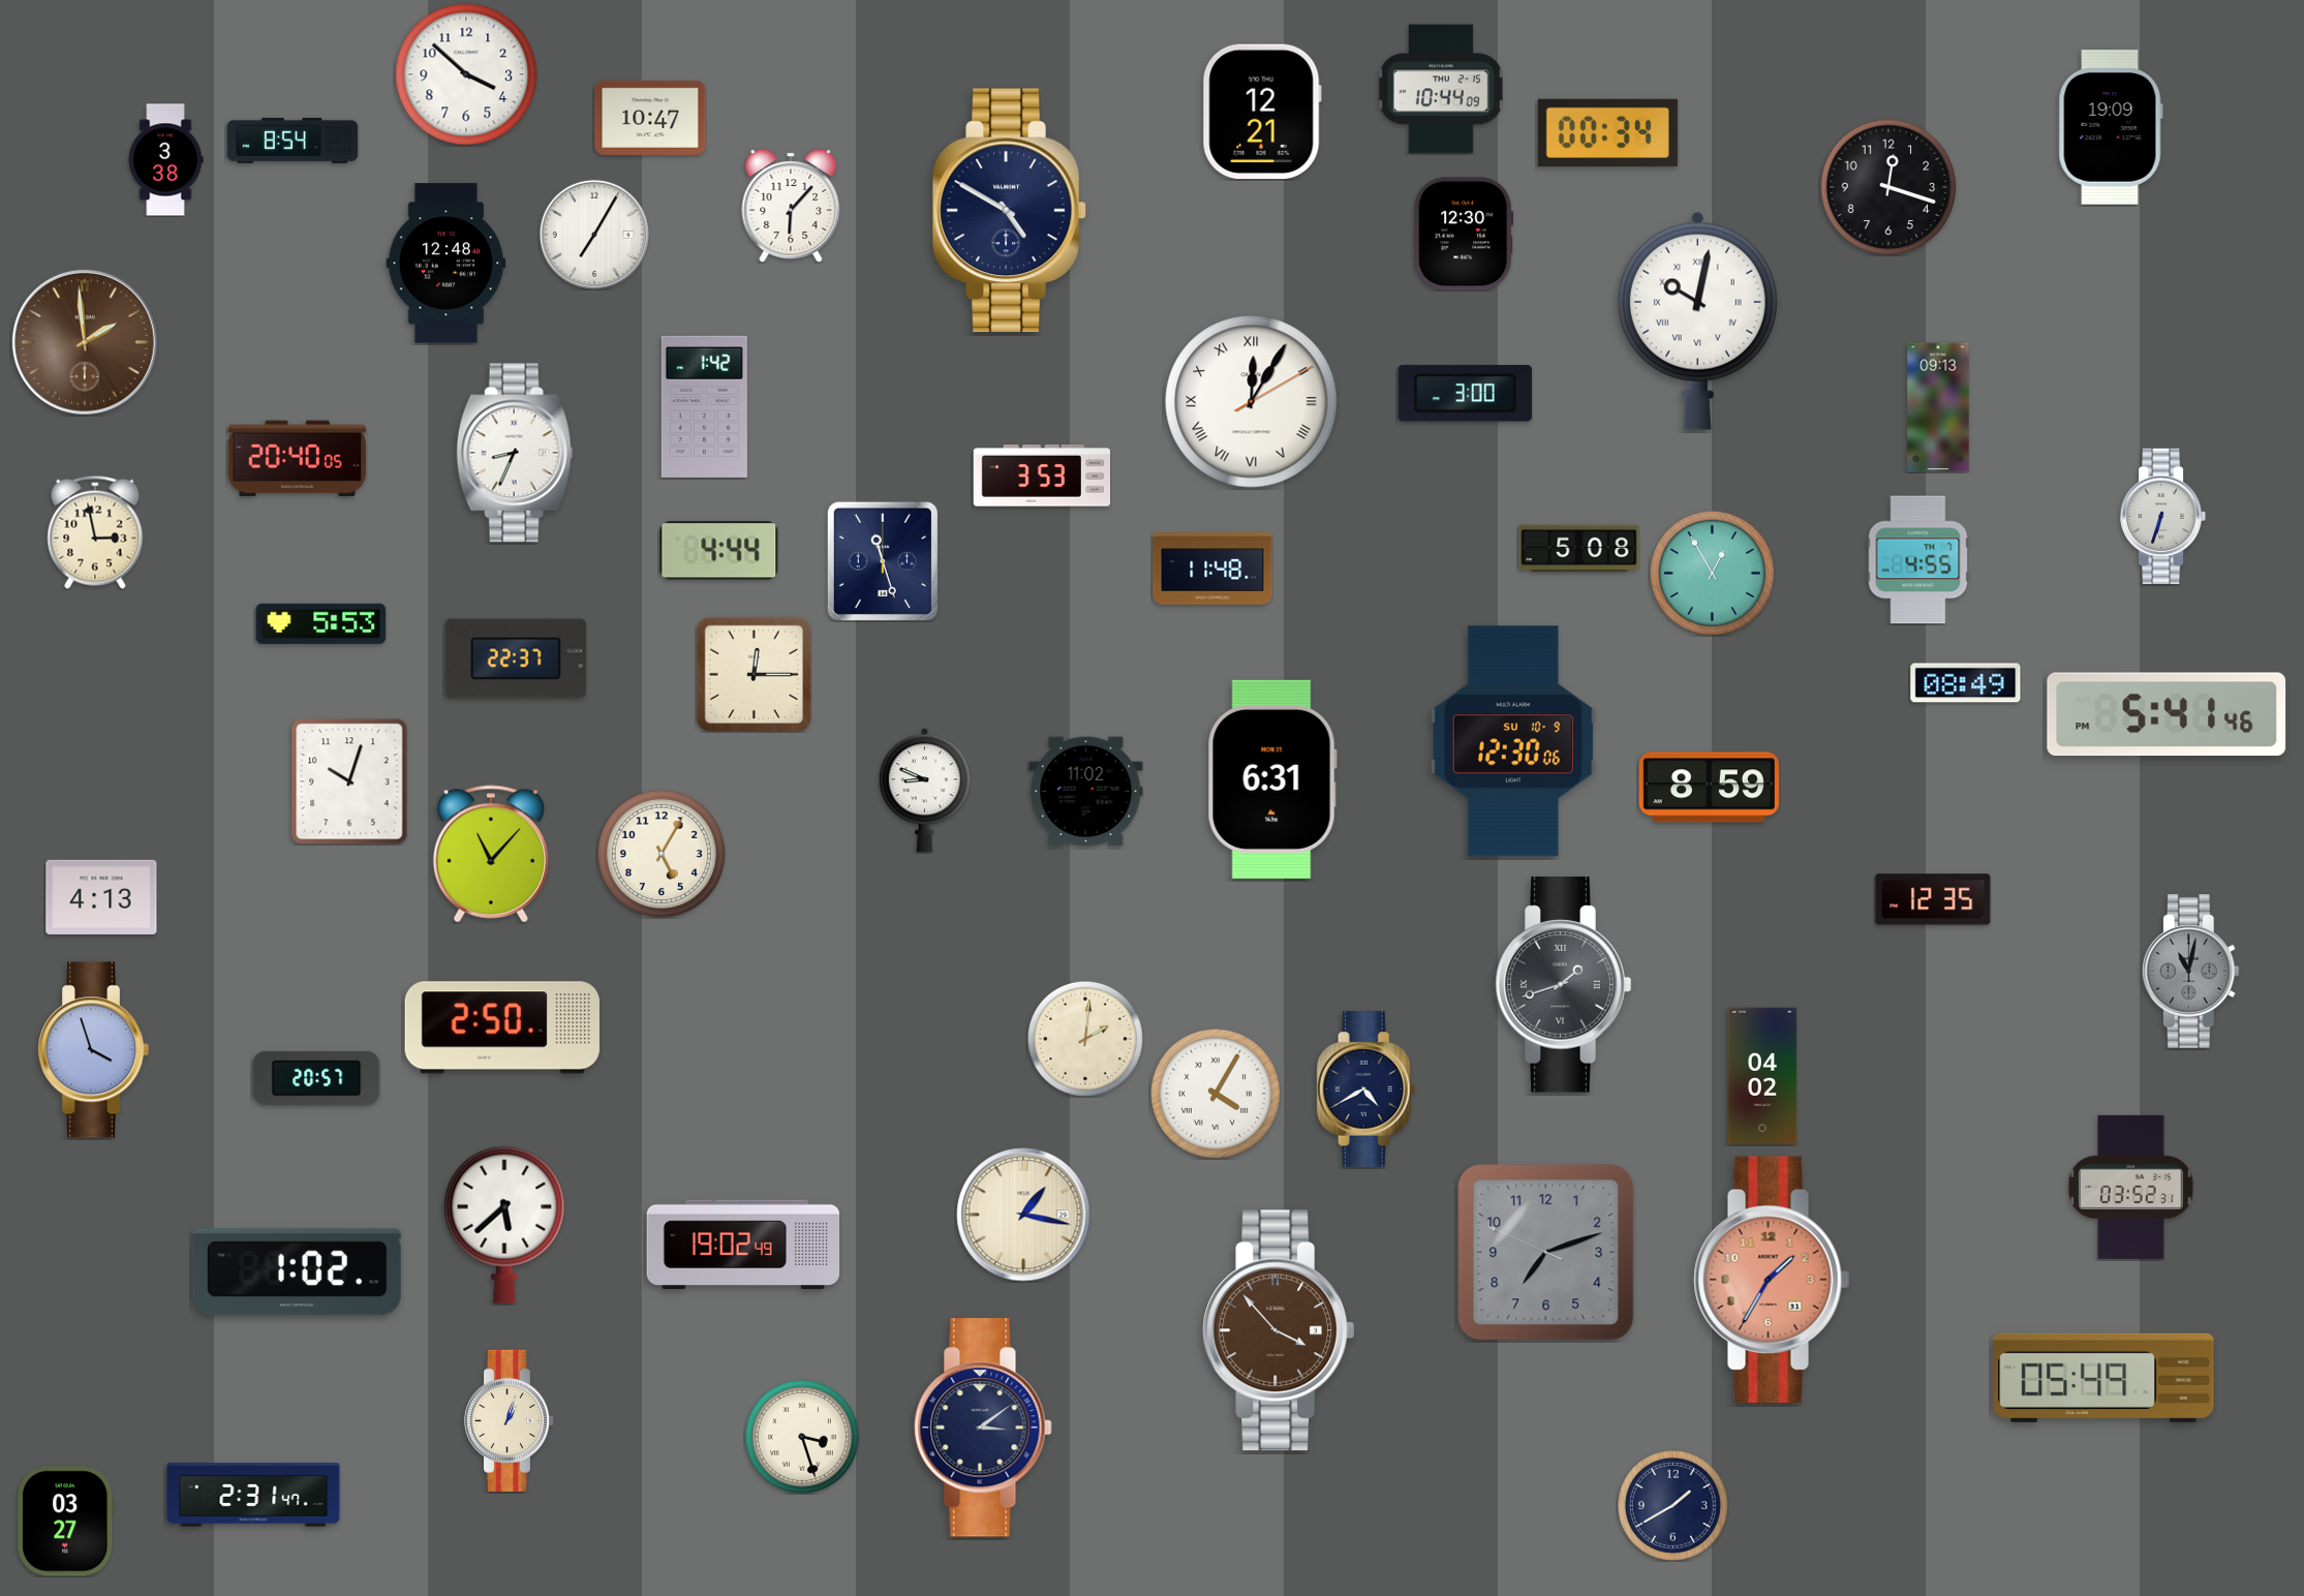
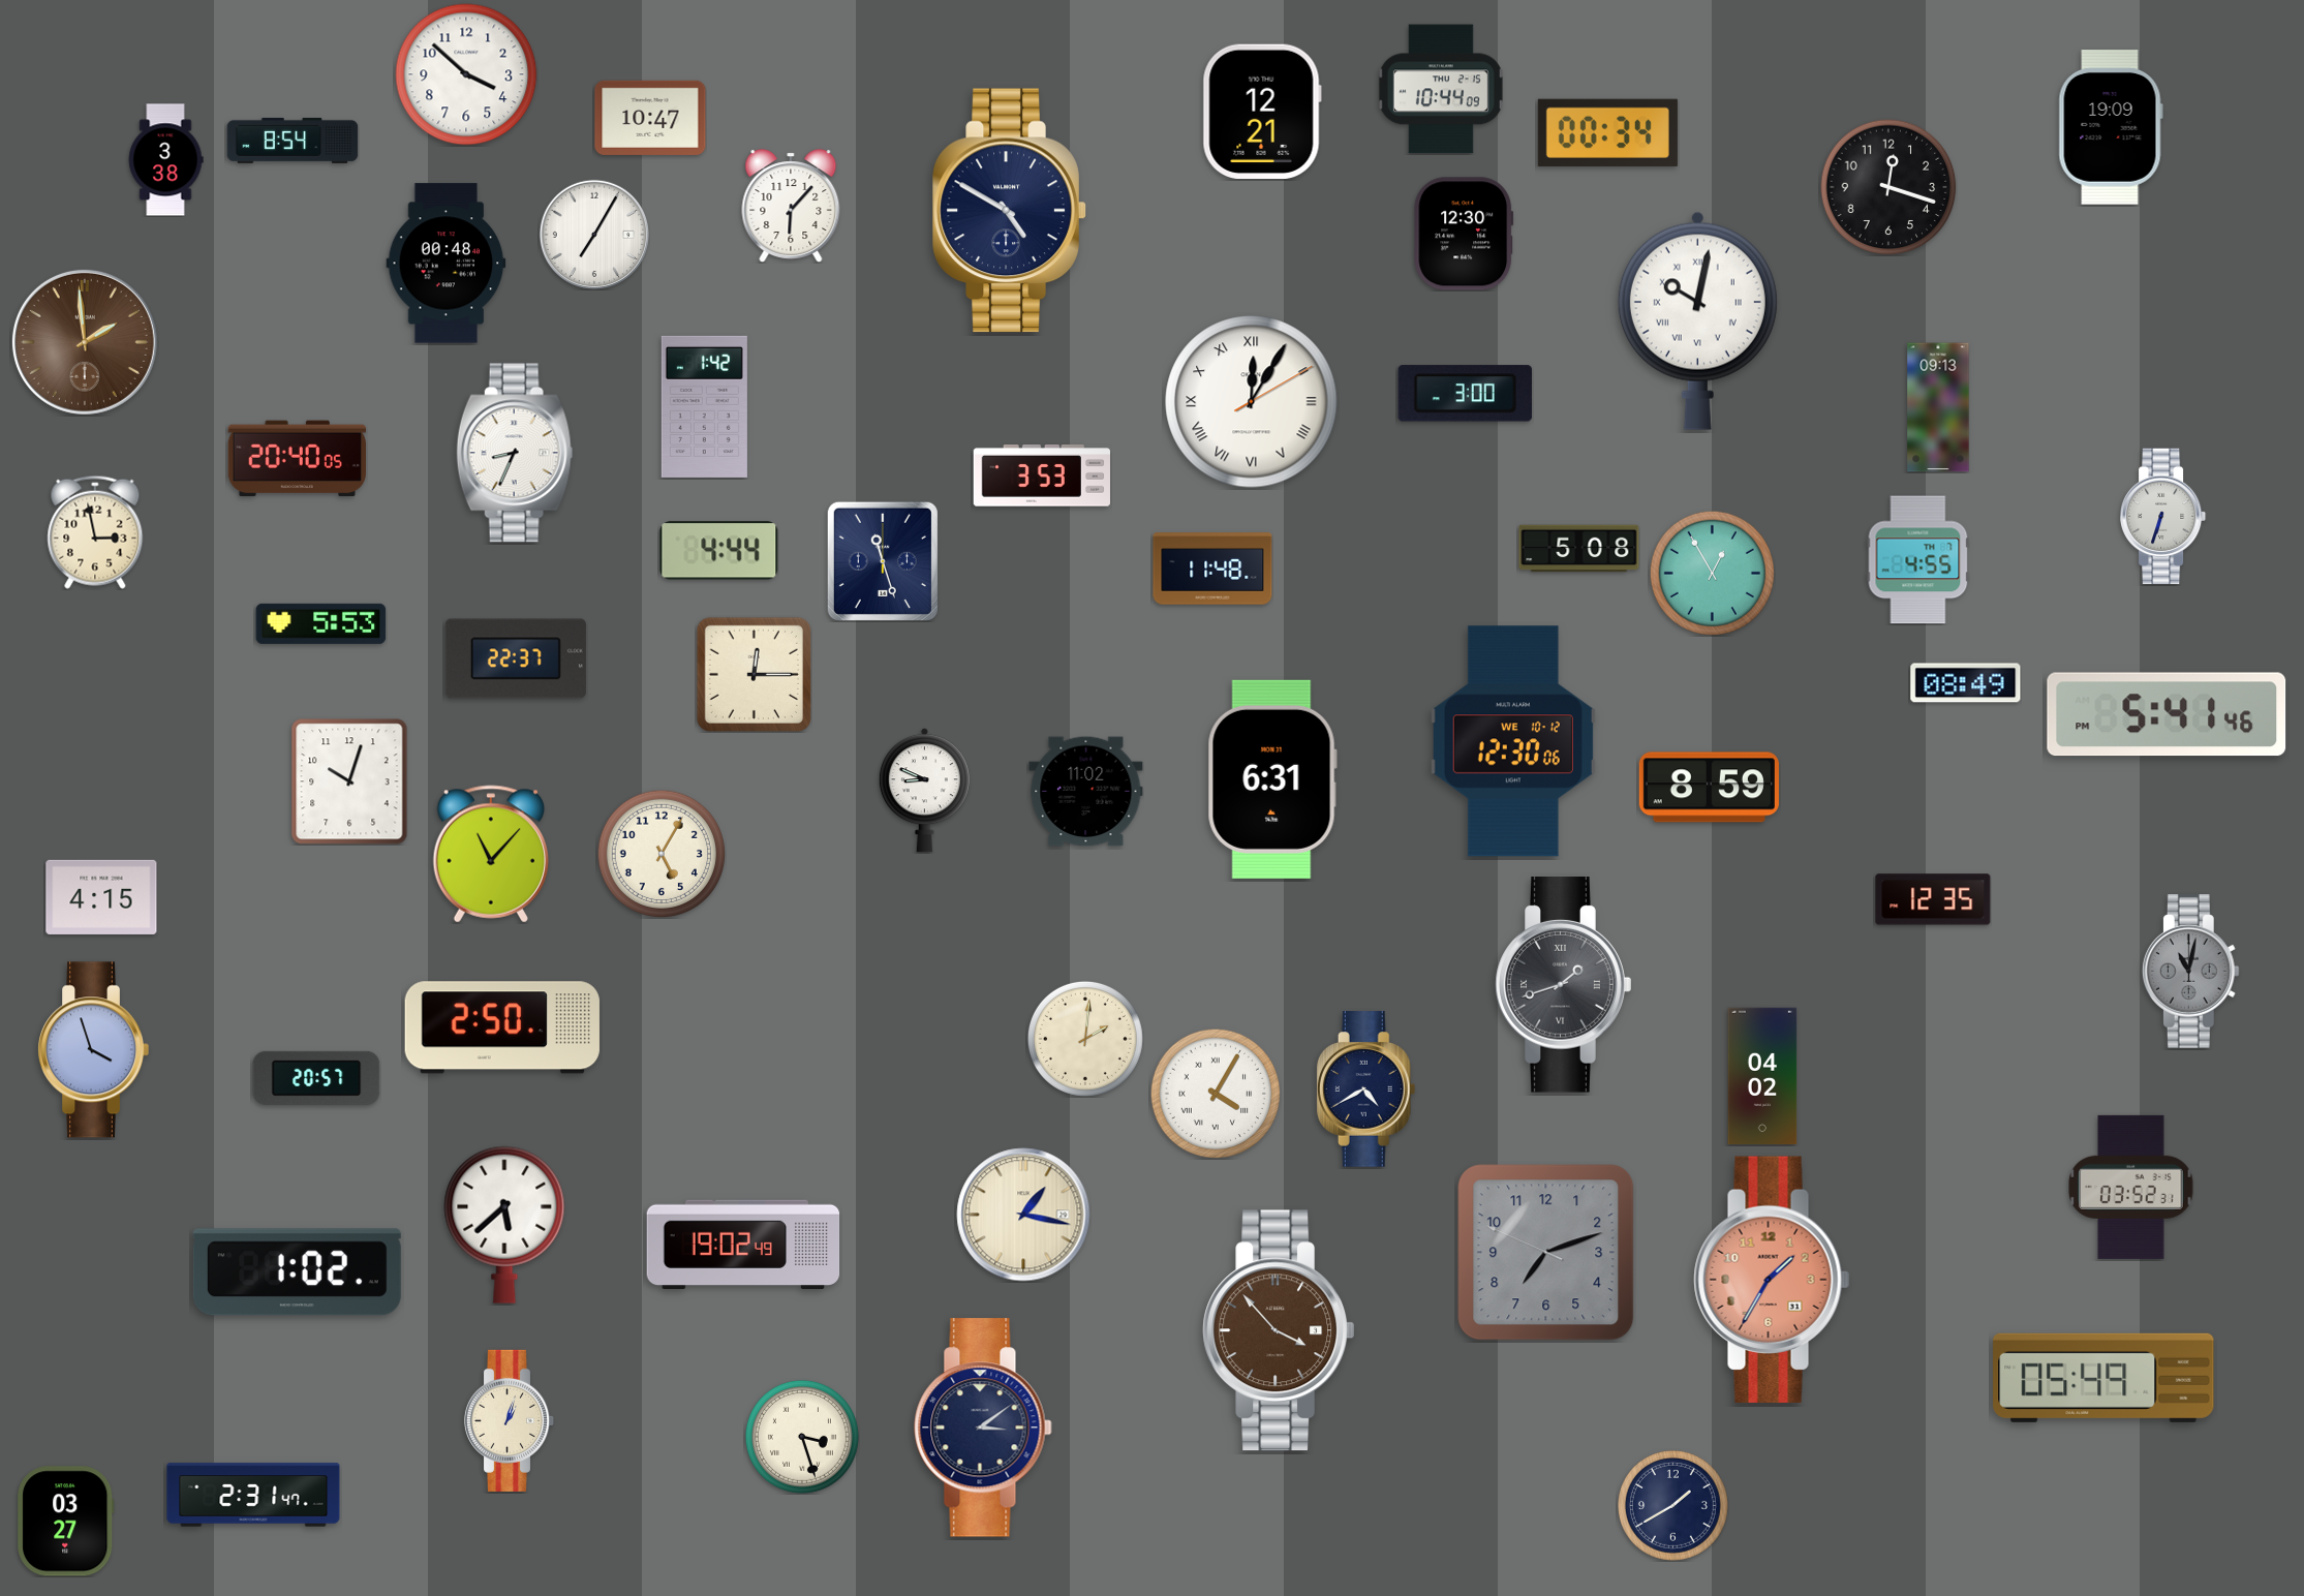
clock at (447, 264): 12:48 -> 00:48
clock at (1513, 741) date: SU 10-9 -> WE 10-12
clock at (101, 897): 4:13 -> 4:15
